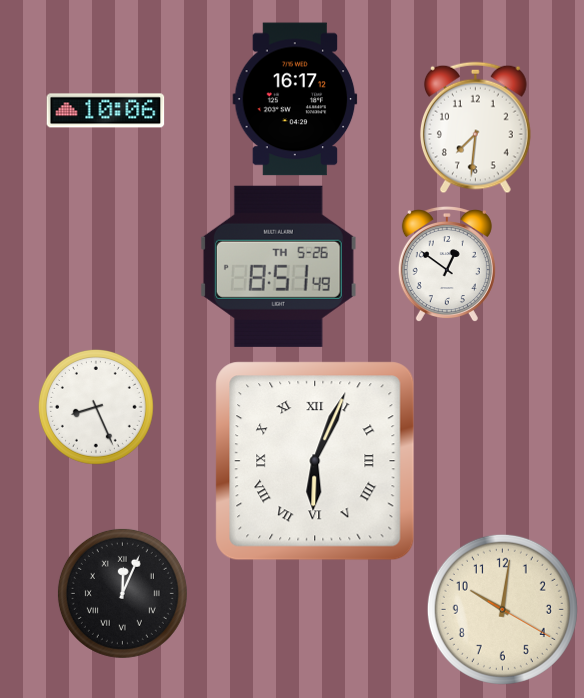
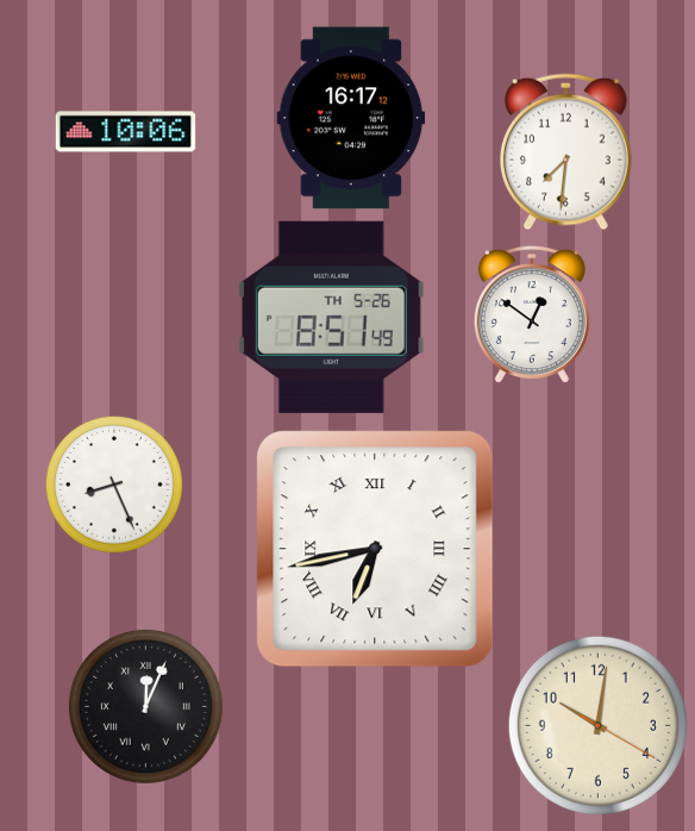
clock at (315, 461): 6:04 -> 6:43
